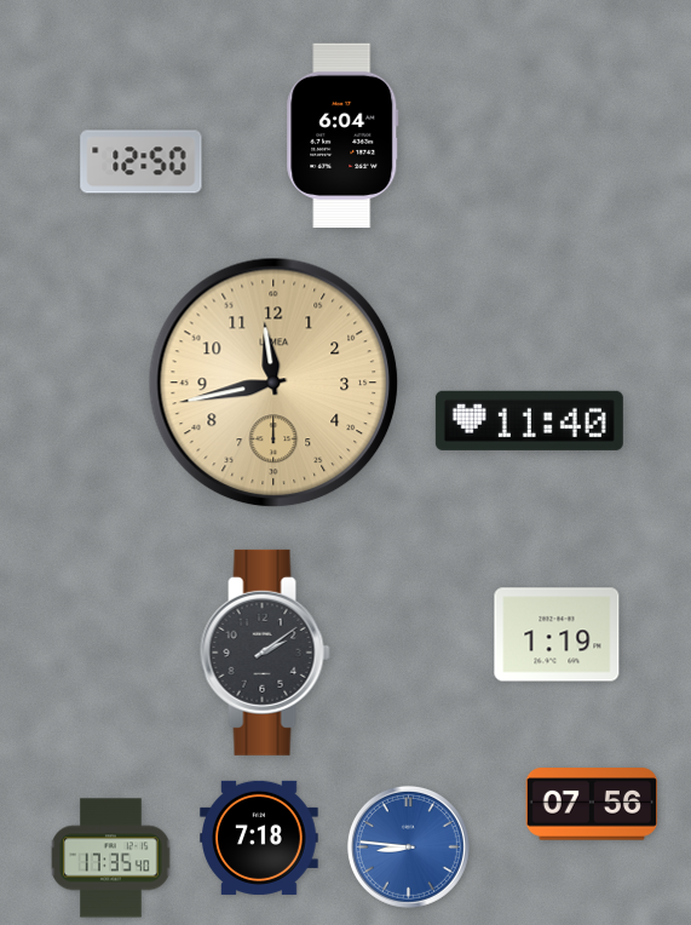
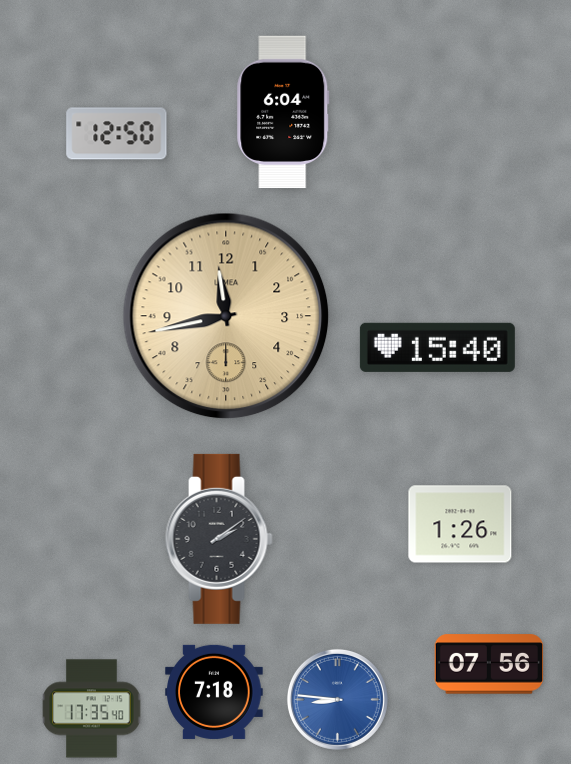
clock at (529, 420): 11:40 -> 15:40
clock at (557, 634): 1:19 -> 1:26
